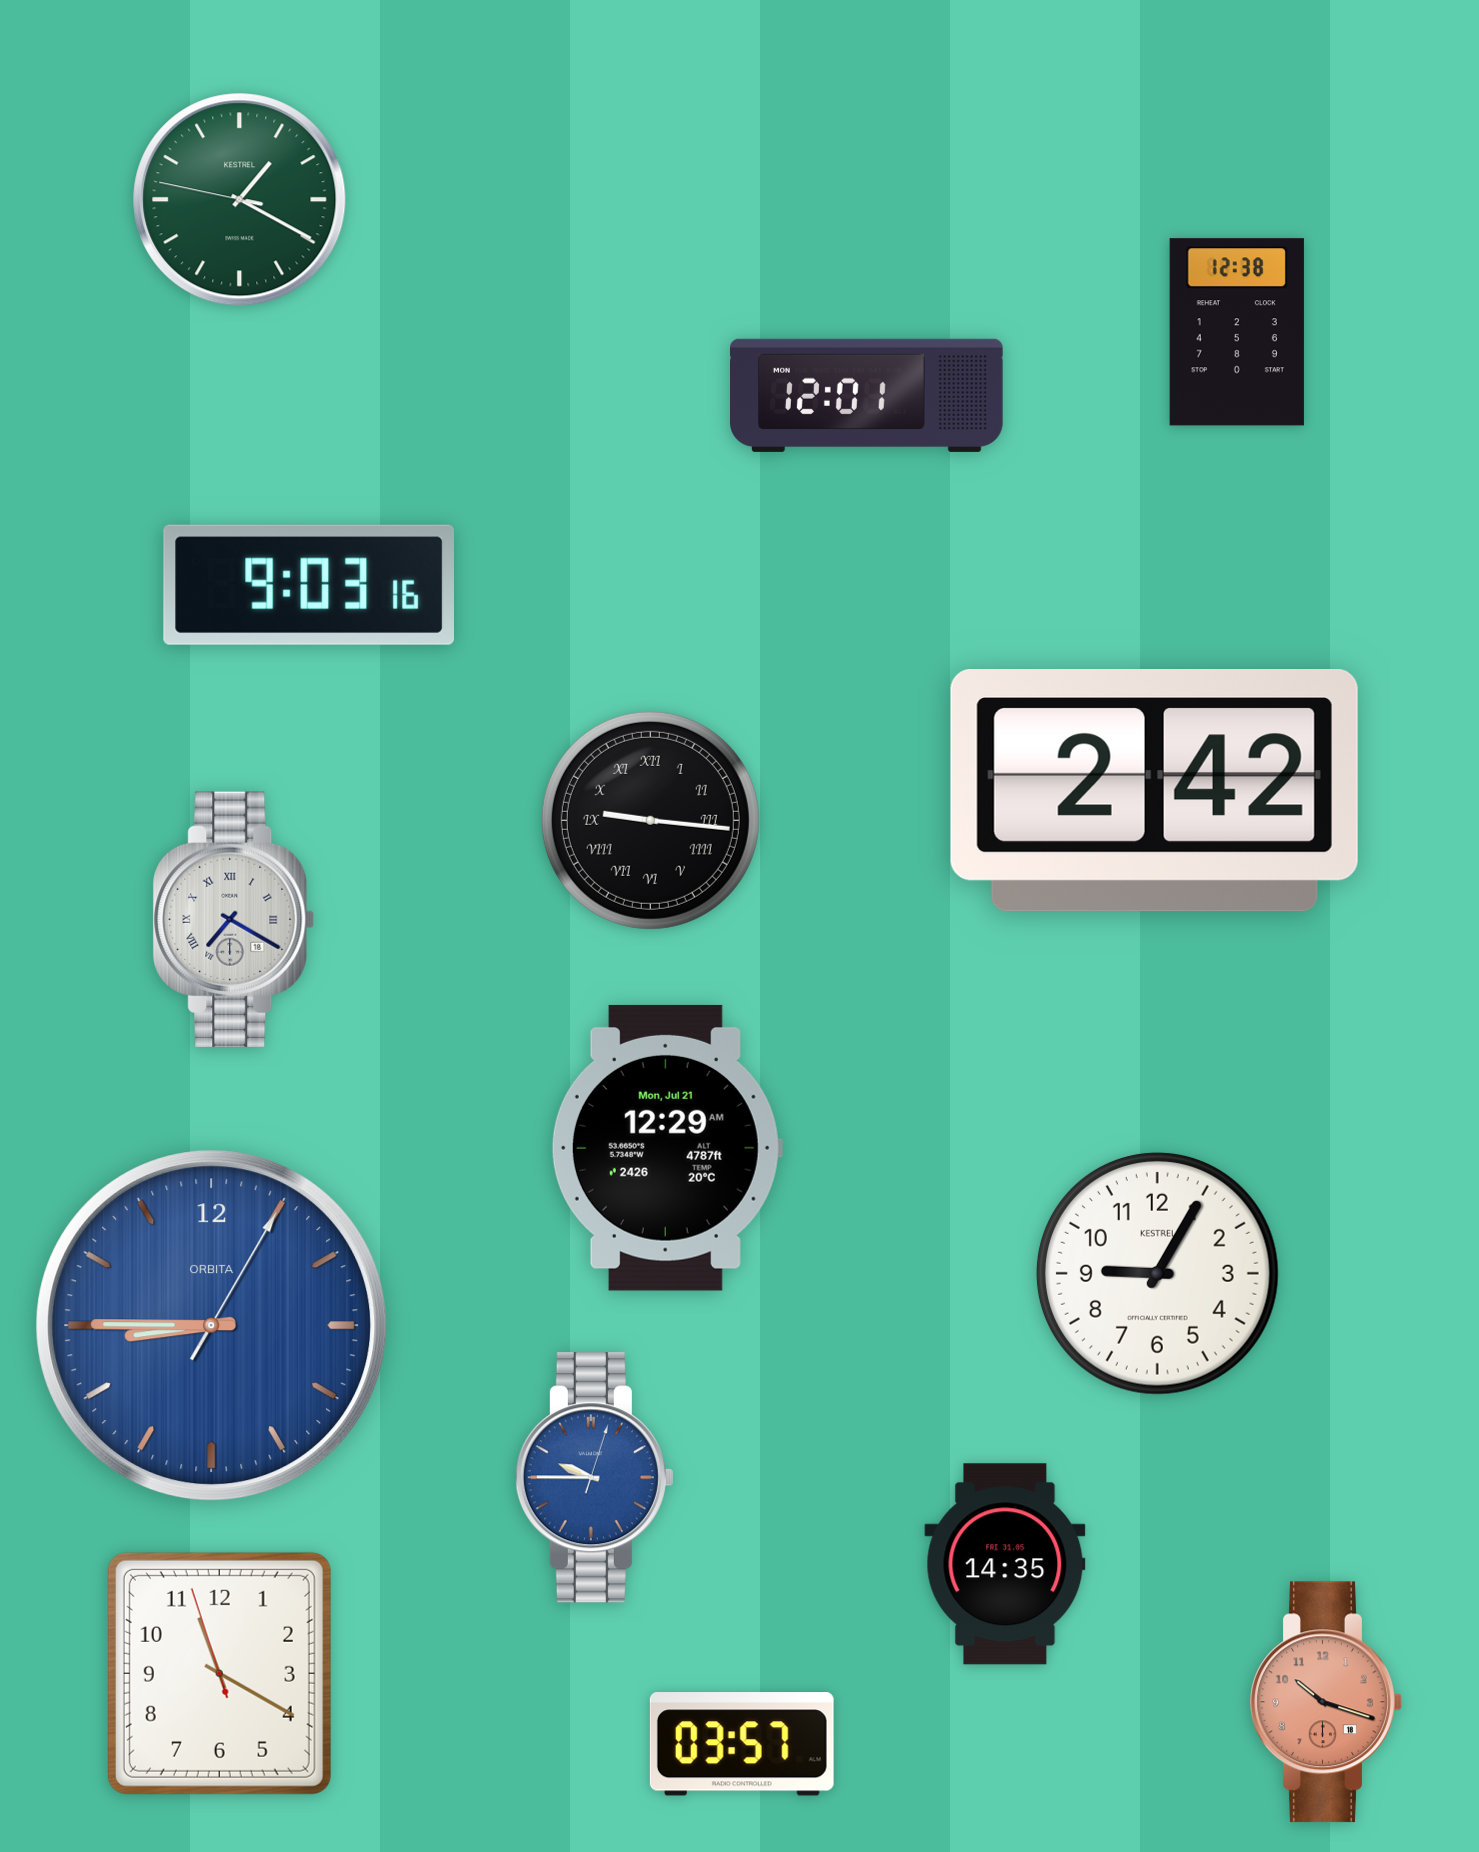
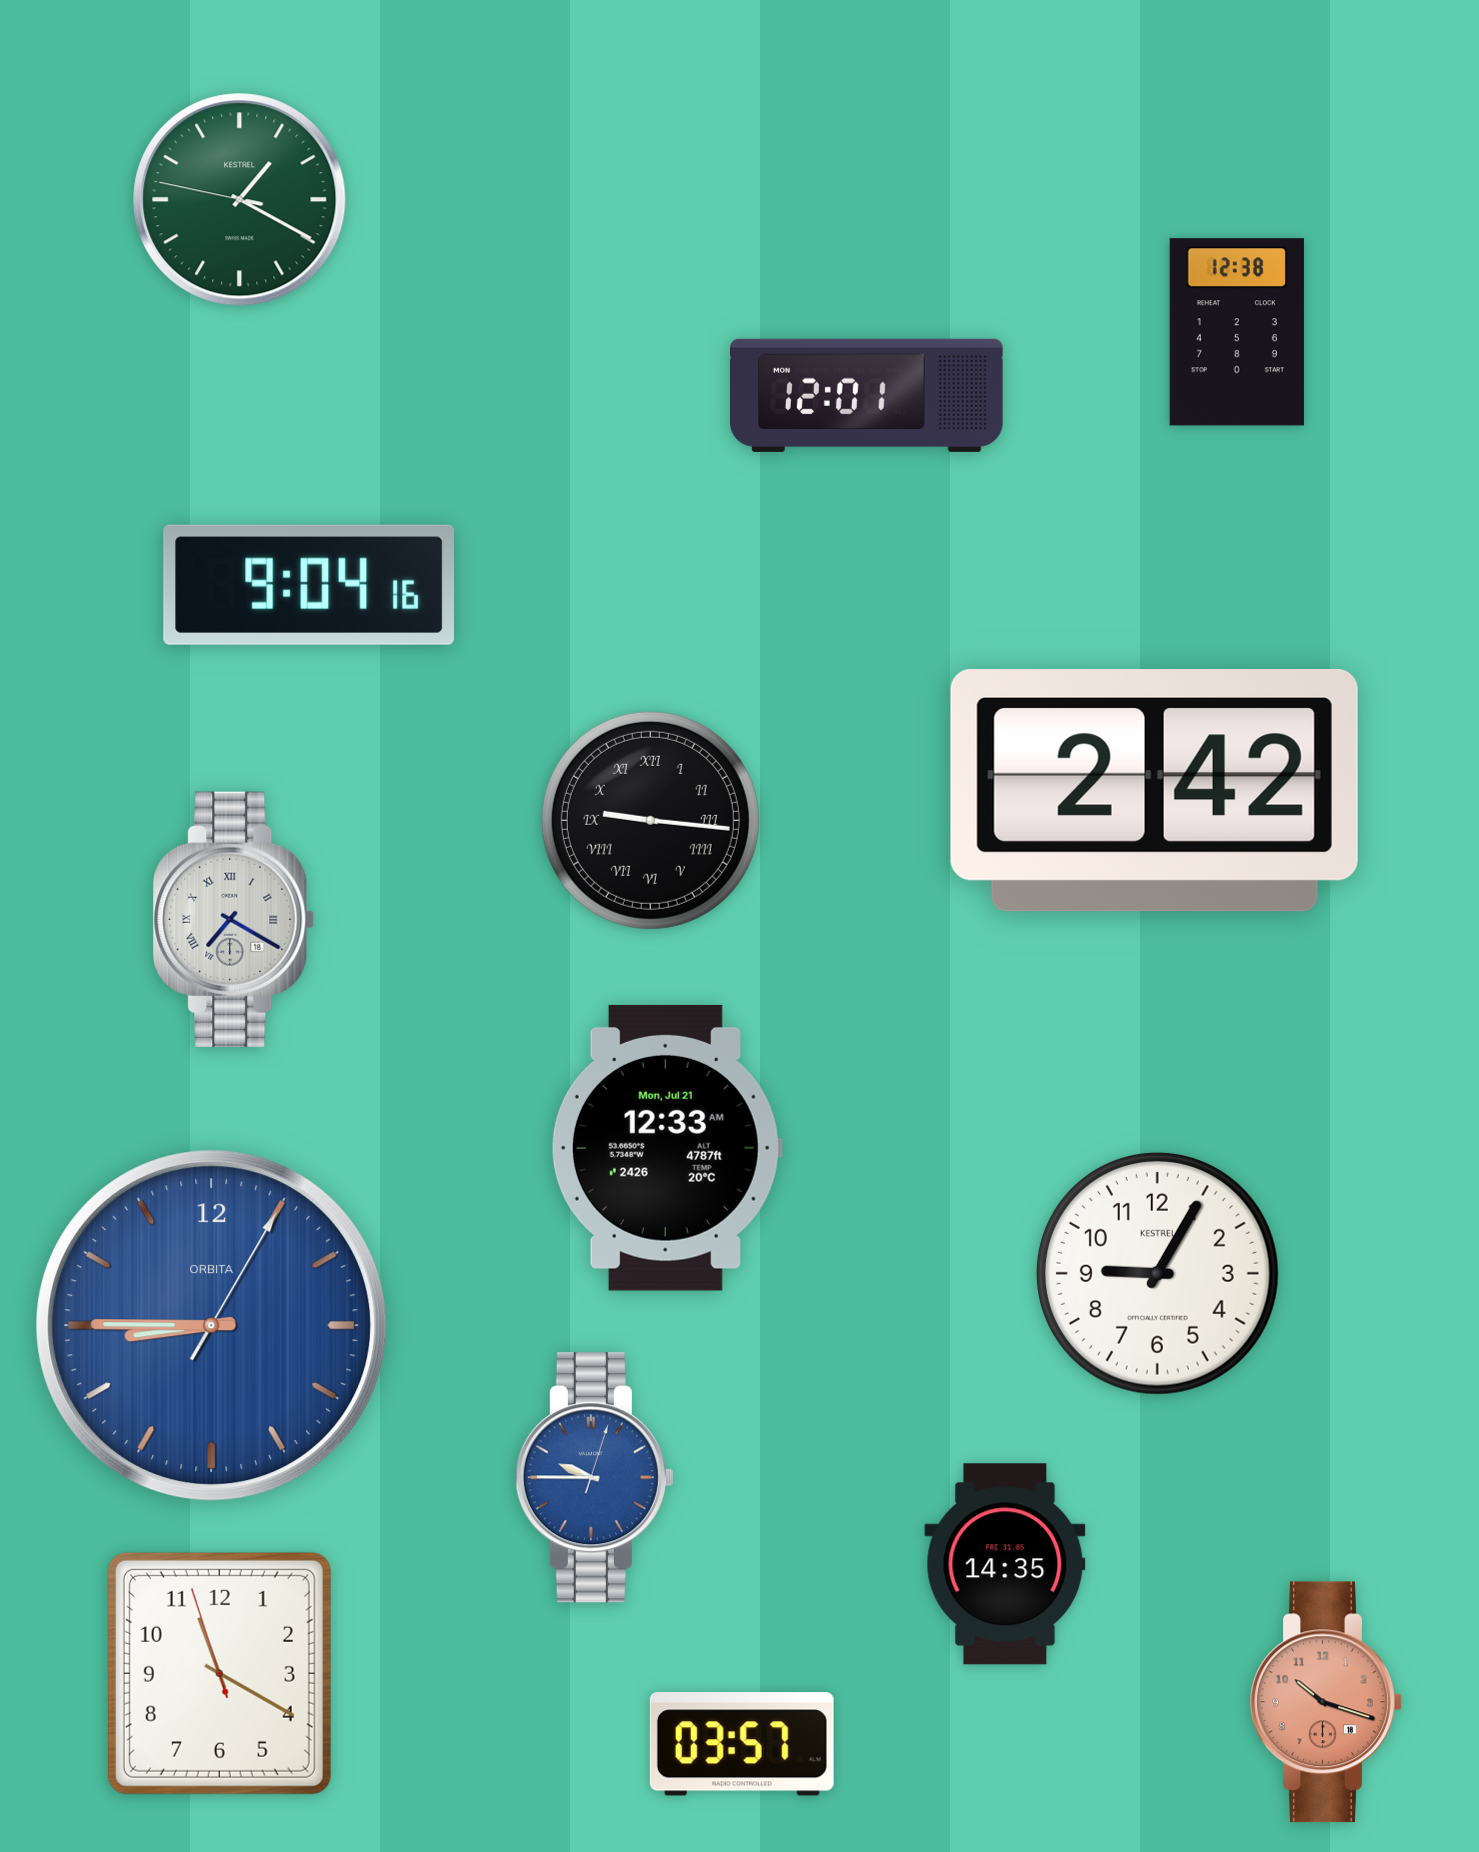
clock at (308, 585): 9:03 -> 9:04
clock at (666, 1148): 12:29 -> 12:33
